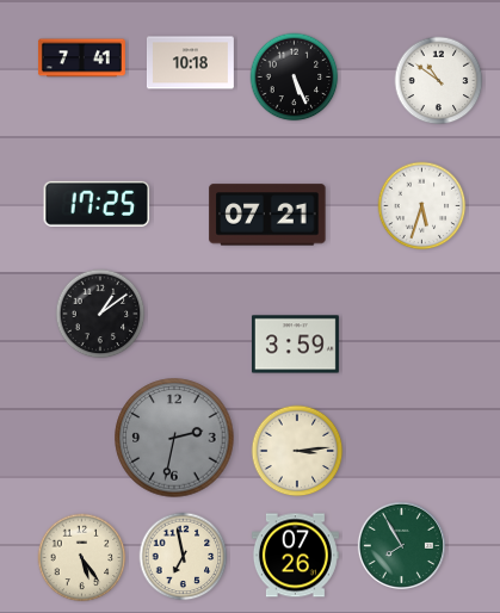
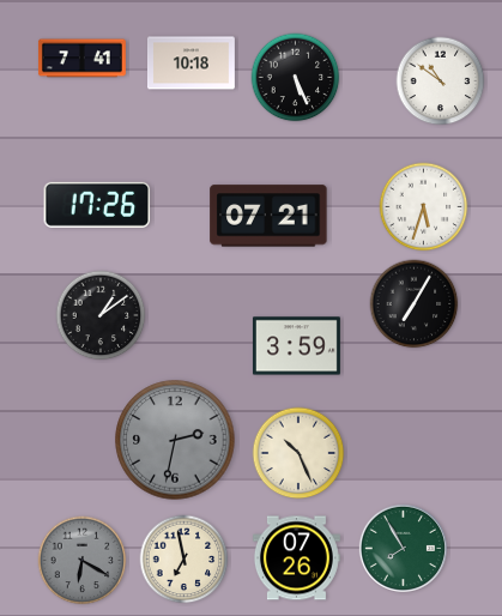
clock at (97, 204): 17:25 -> 17:26
clock at (415, 304): none -> 7:05
clock at (297, 451): 3:14 -> 10:26
clock at (82, 558): 5:24 -> 6:20
clock at (82, 558) dial: cream -> grey
